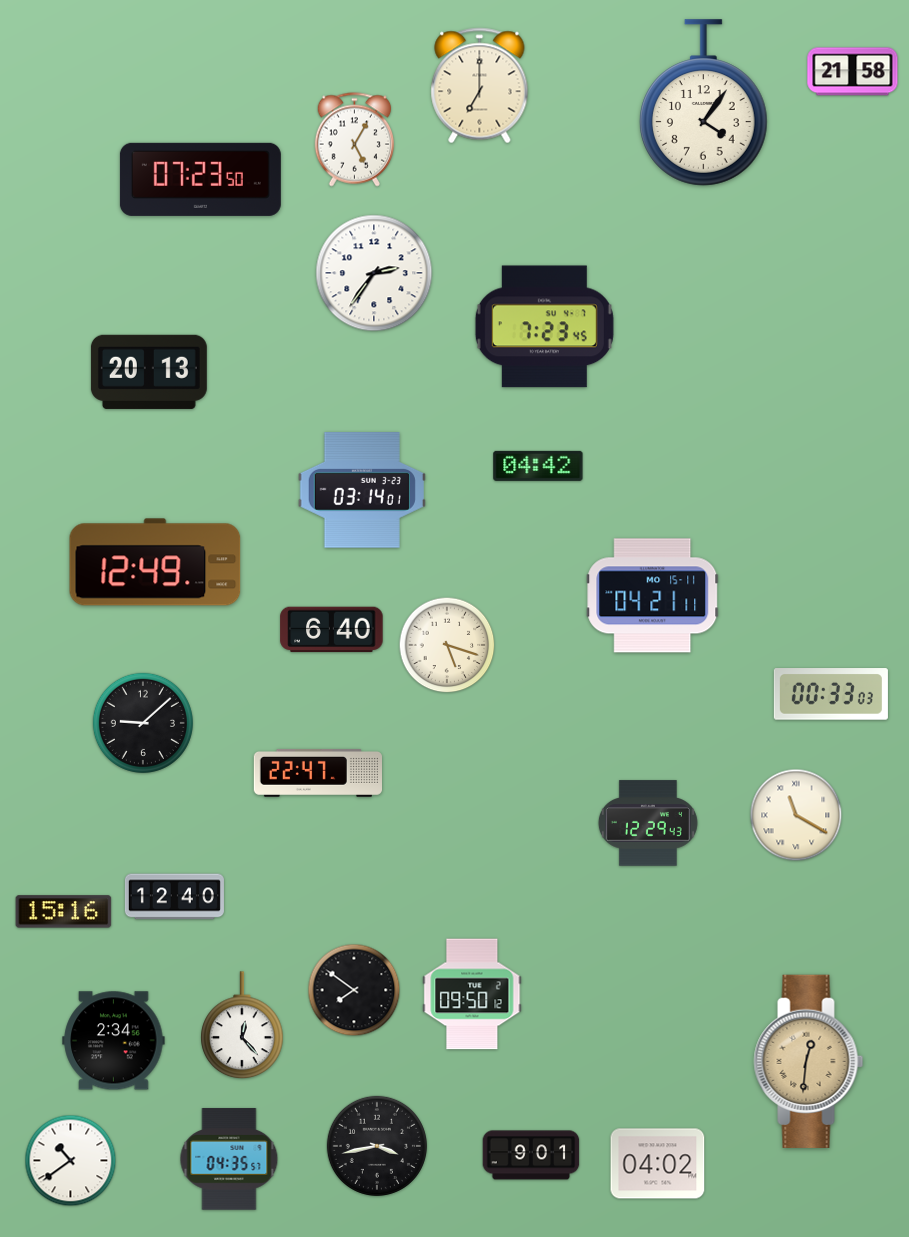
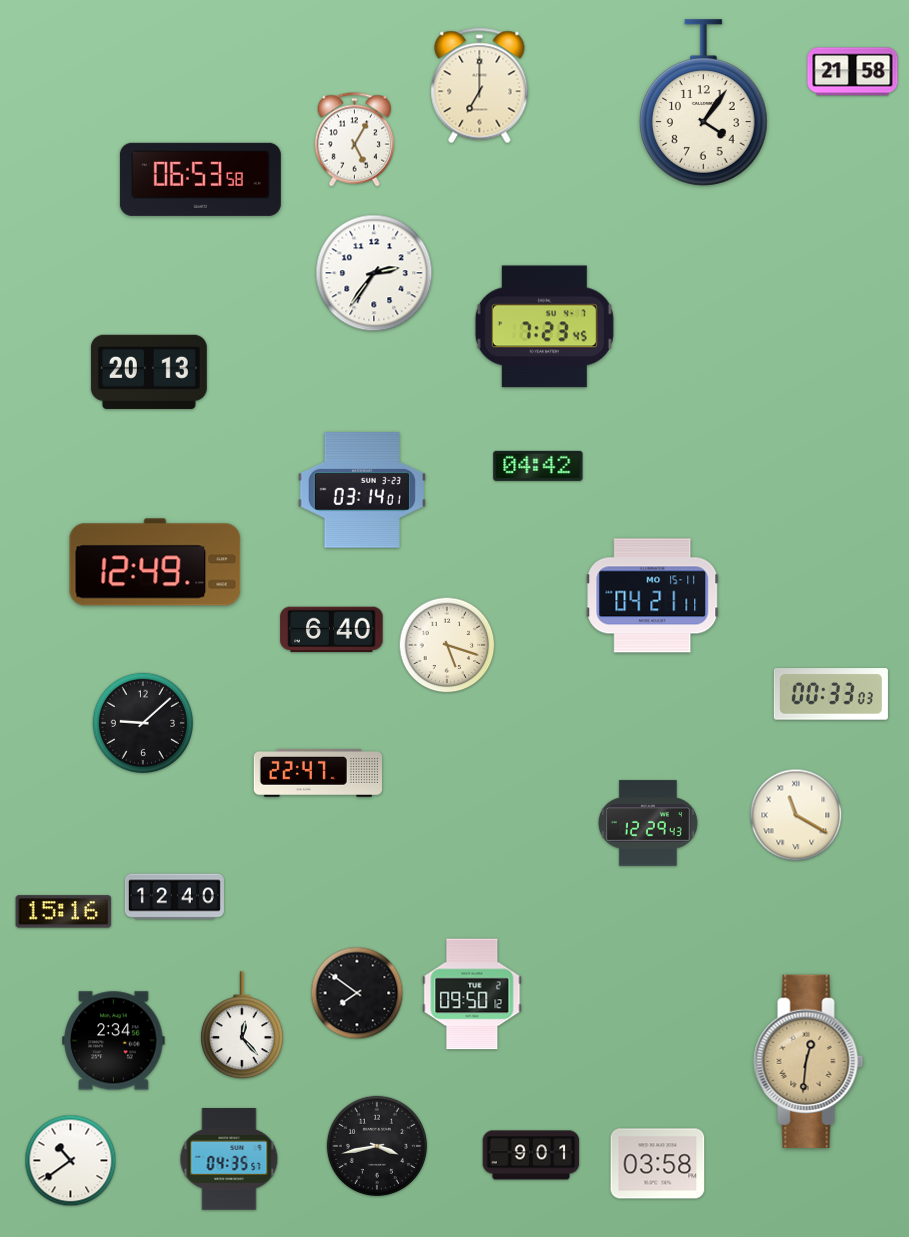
clock at (200, 179): 07:23 -> 06:53
clock at (354, 990) position: (354, 990) -> (357, 993)
clock at (658, 1164): 04:02 -> 03:58
